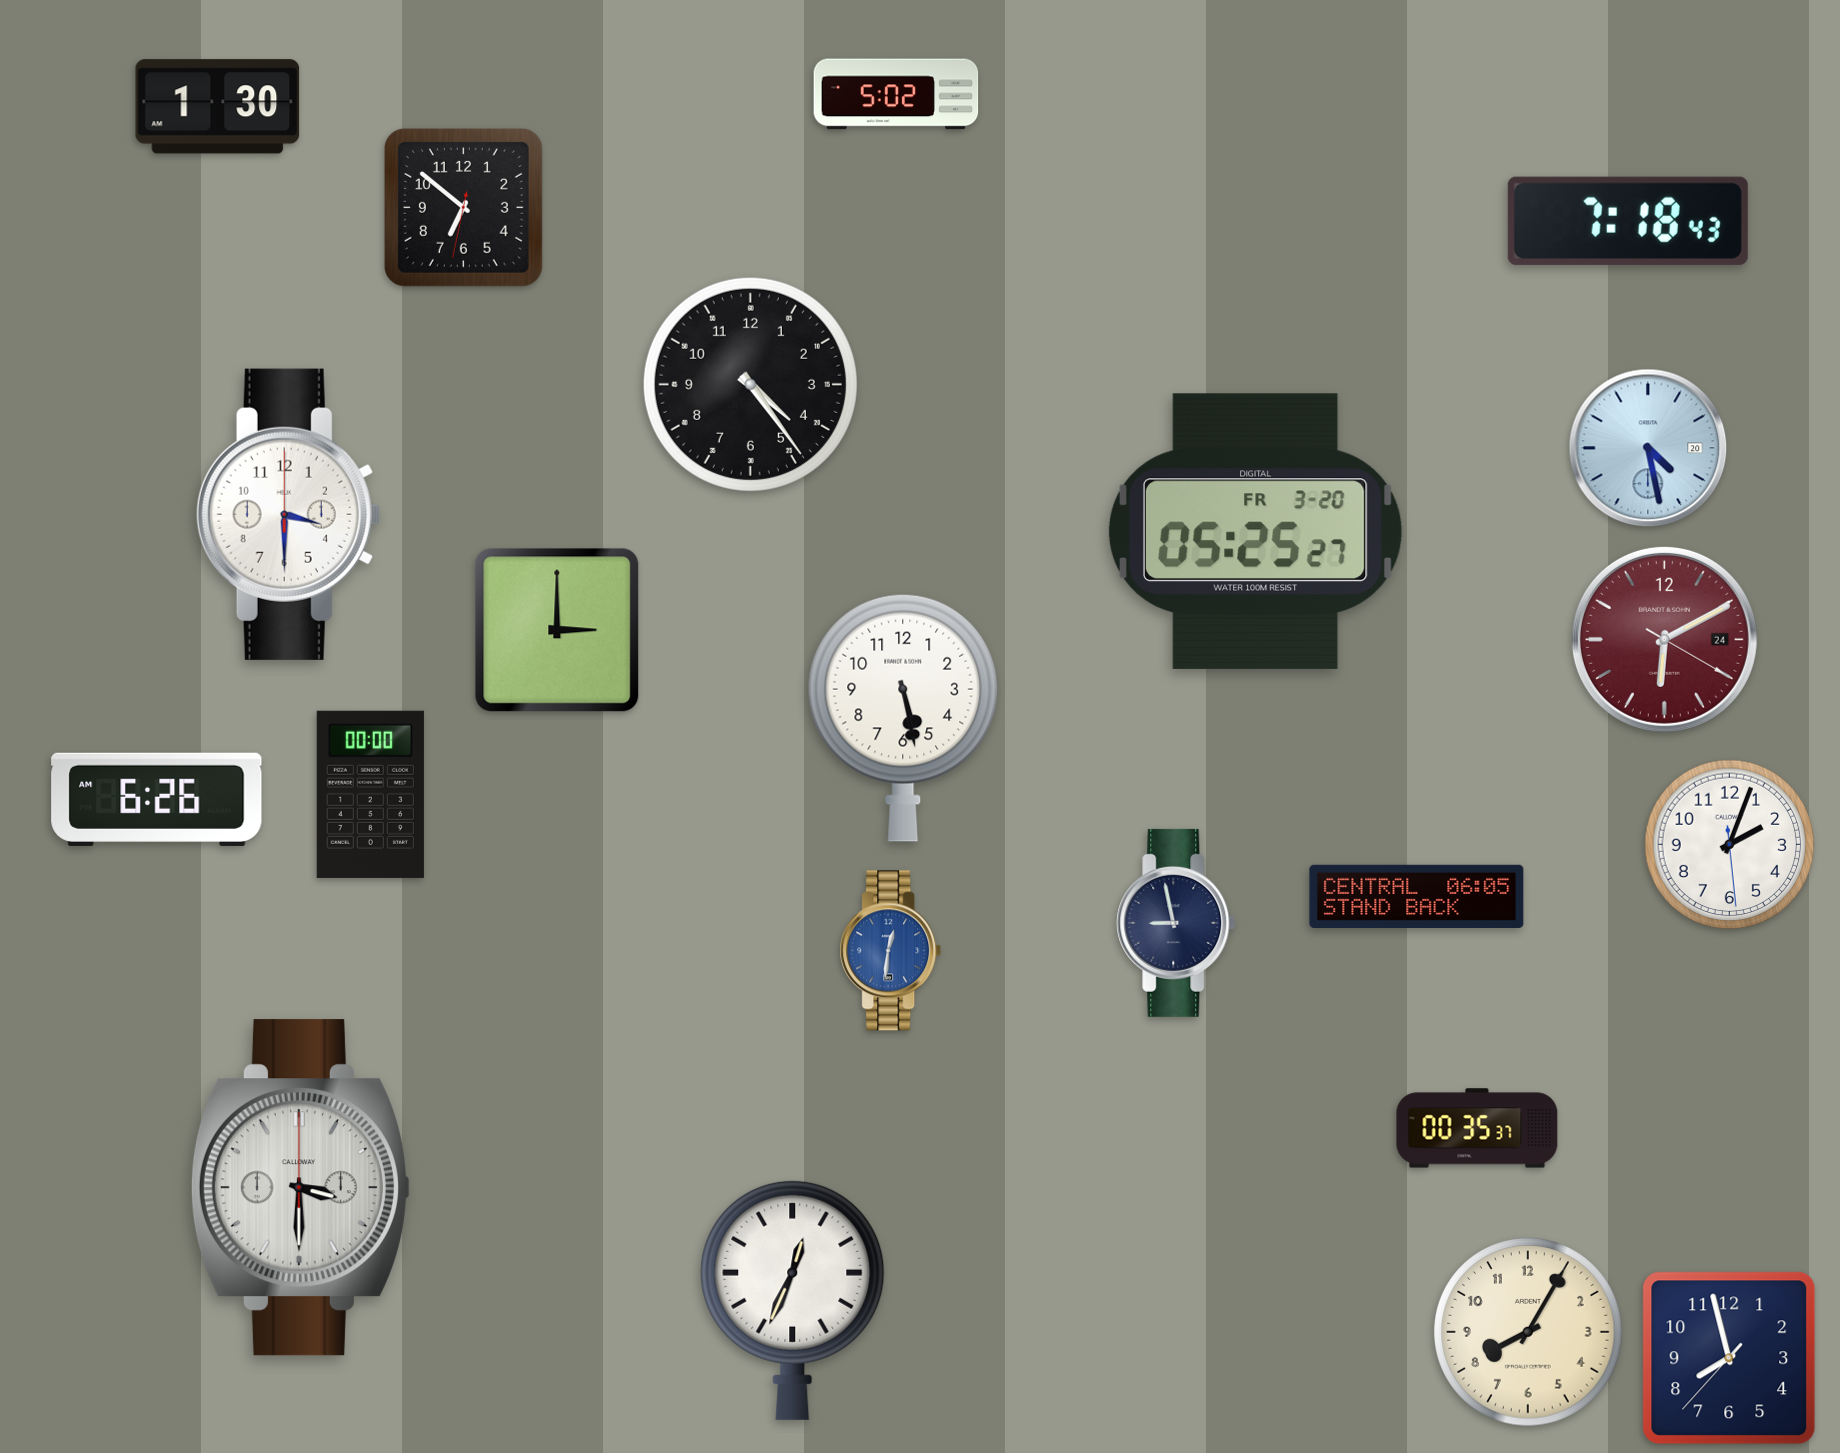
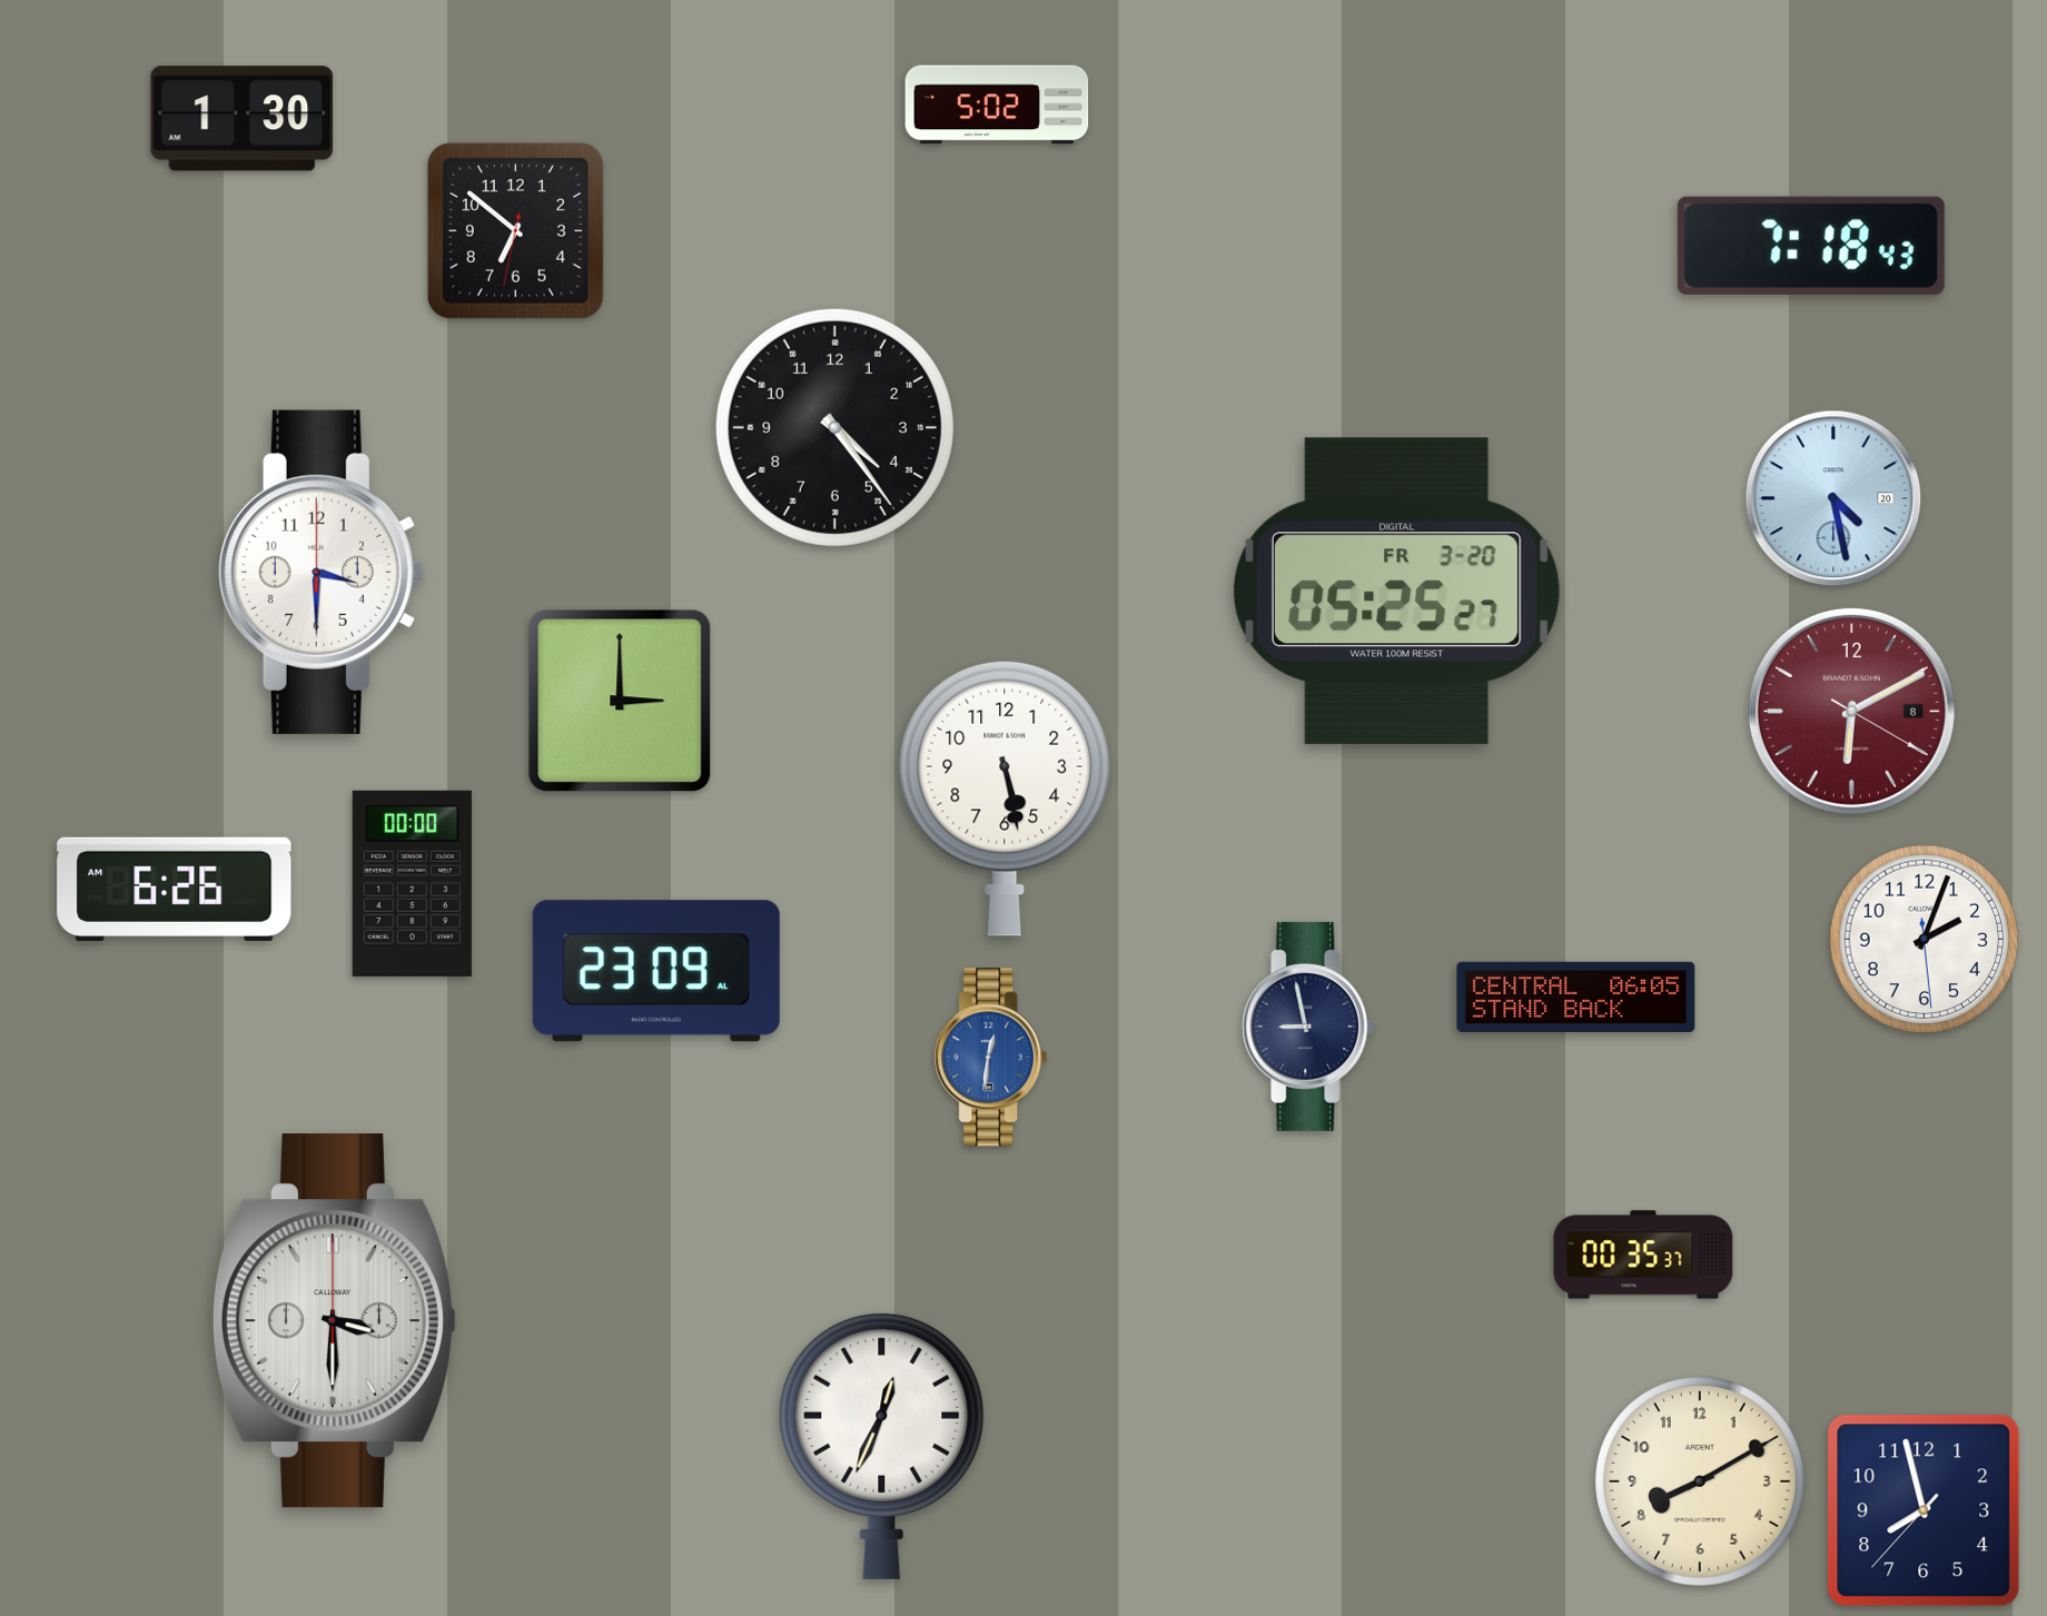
clock at (1664, 639) date: 24 -> 8
clock at (656, 971): none -> 23:09
clock at (1528, 1332): 8:05 -> 8:10
